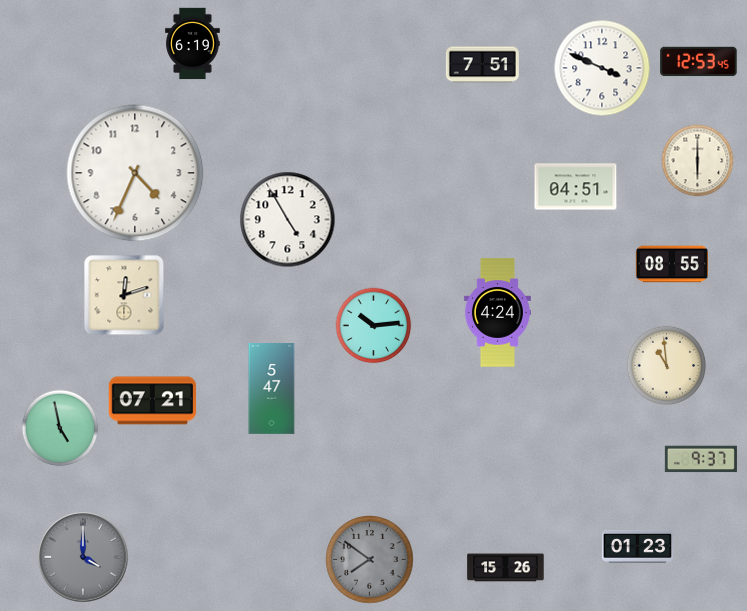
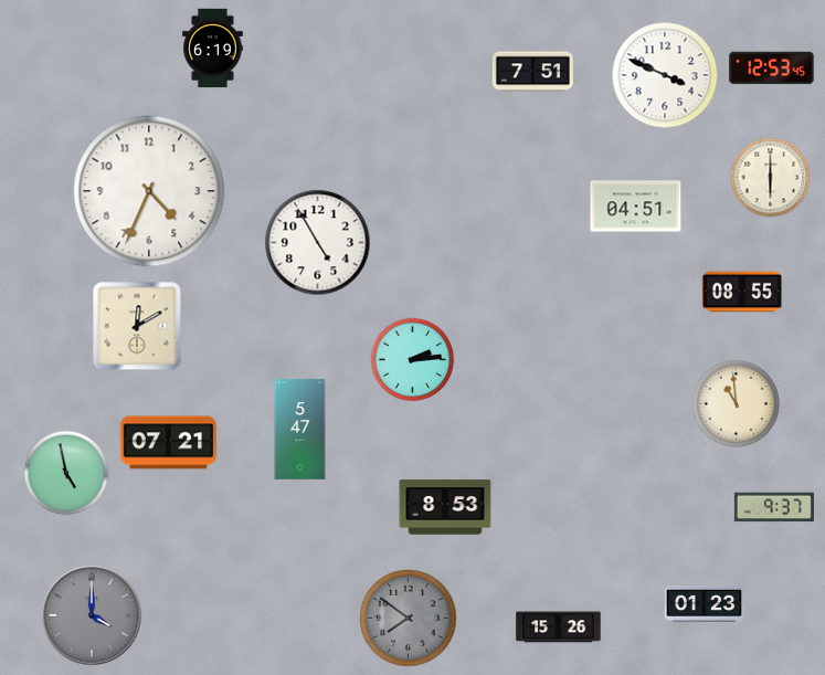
clock at (124, 295): 12:12 -> 12:10
clock at (497, 313): 4:24 -> none
clock at (374, 326): 10:14 -> 2:14
clock at (445, 507): none -> 8:53
